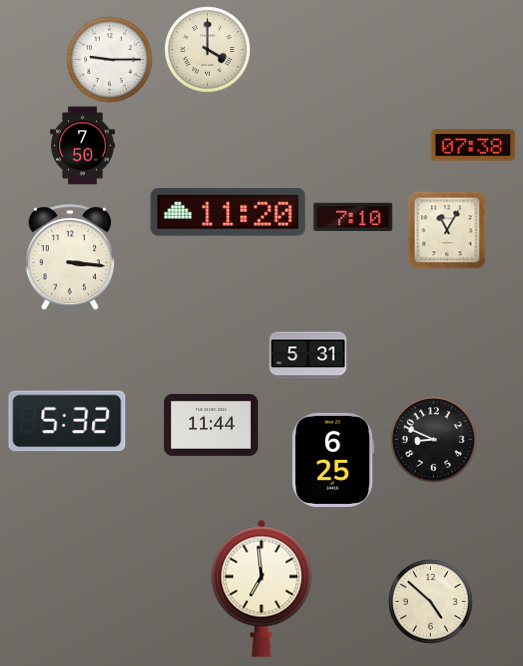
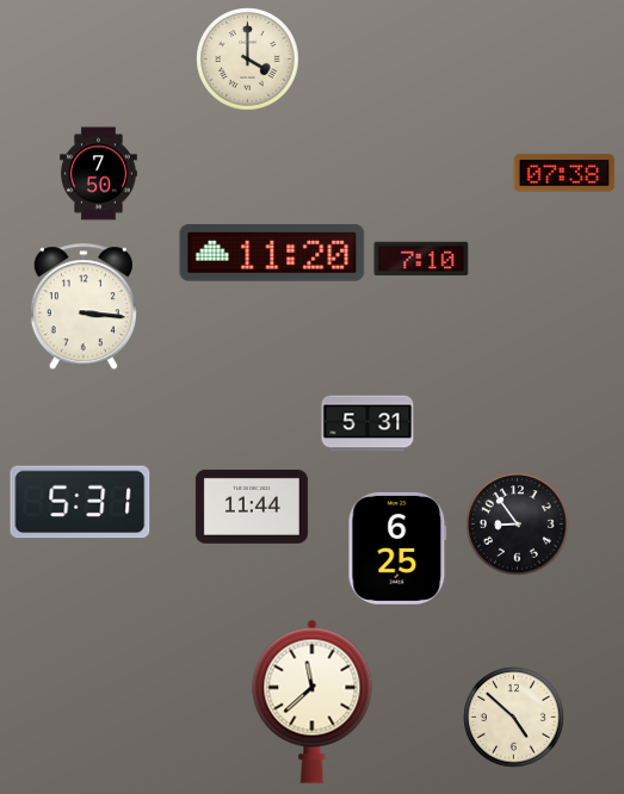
clock at (110, 60): 9:15 -> none
clock at (447, 230): 11:05 -> none
clock at (67, 421): 5:32 -> 5:31
clock at (434, 440): 8:49 -> 8:54
clock at (262, 588): 6:59 -> 11:38
